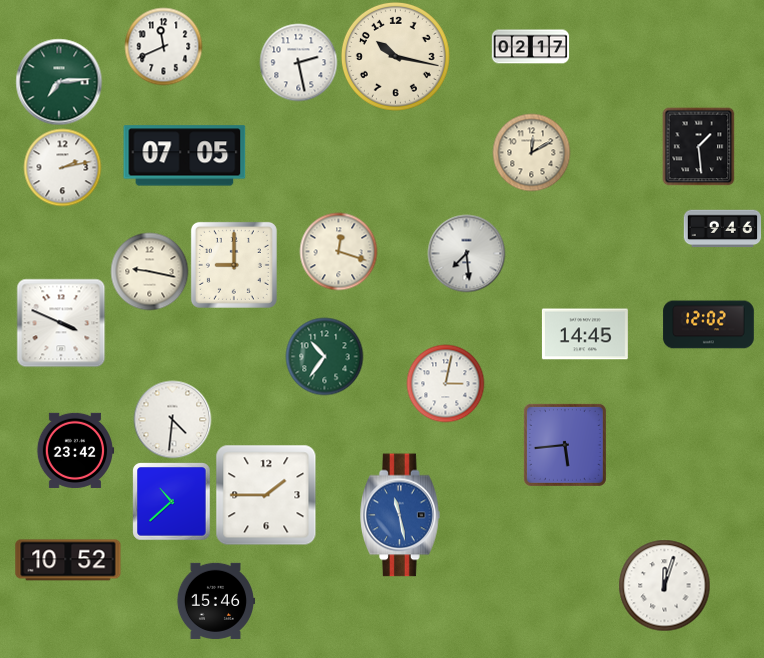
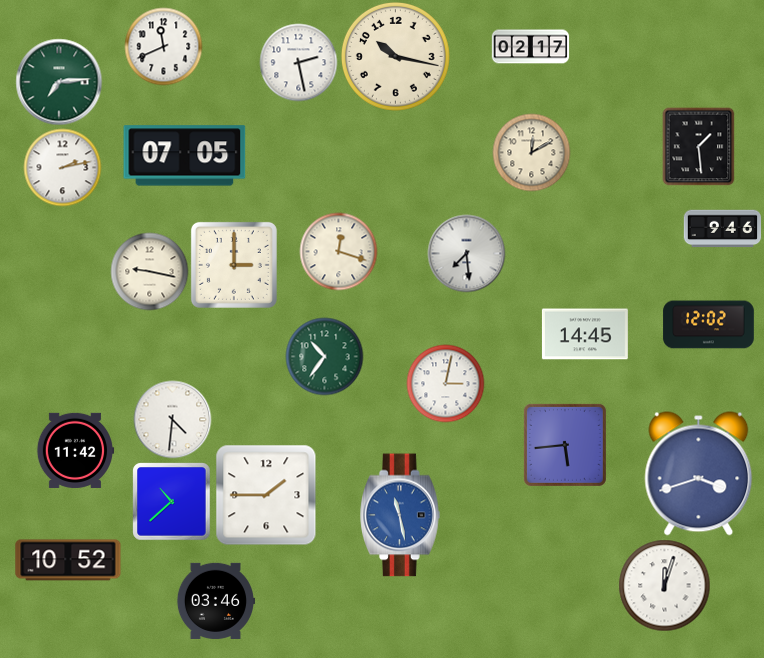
clock at (234, 265): 9:00 -> 3:00
clock at (61, 323): 3:49 -> none
clock at (75, 450): 23:42 -> 11:42
clock at (699, 474): none -> 3:42
clock at (215, 601): 15:46 -> 03:46
